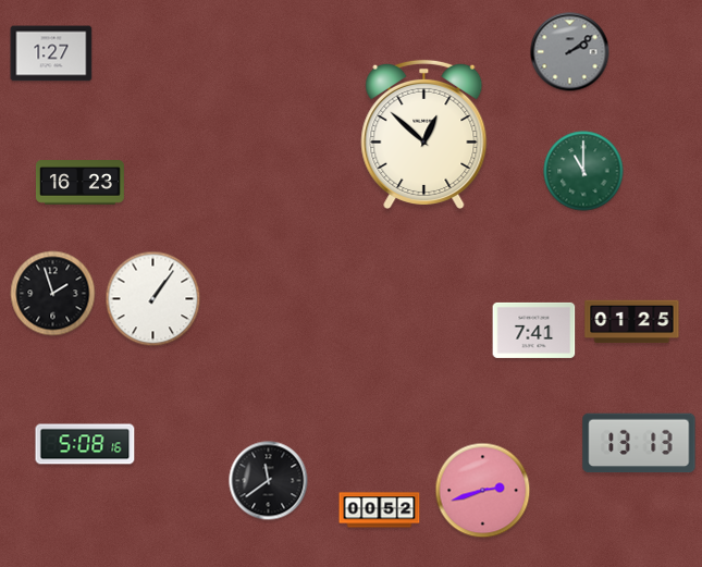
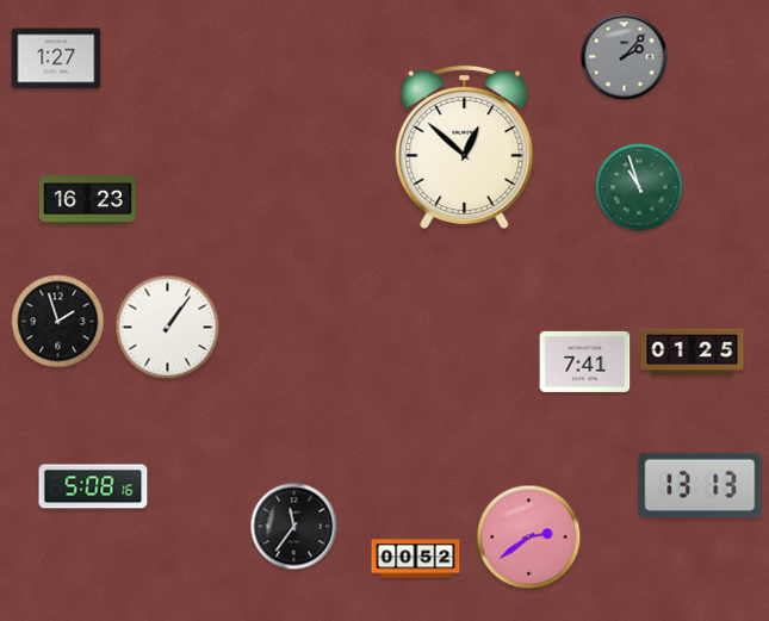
clock at (570, 52): 2:09 -> 2:07
clock at (583, 171): 11:00 -> 10:57
clock at (269, 481): 11:39 -> 11:36
clock at (483, 491): 2:42 -> 2:39
